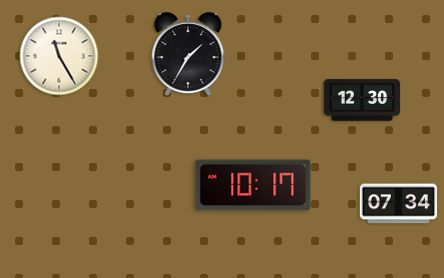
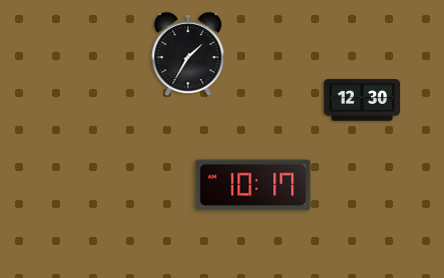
clock at (59, 56): 11:25 -> none
clock at (398, 204): 07:34 -> none
